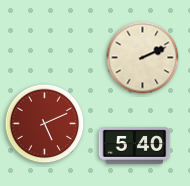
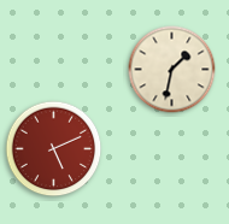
clock at (143, 58): 2:11 -> 1:32
clock at (135, 146): 5:40 -> none
